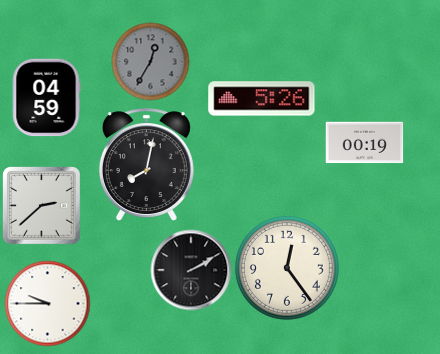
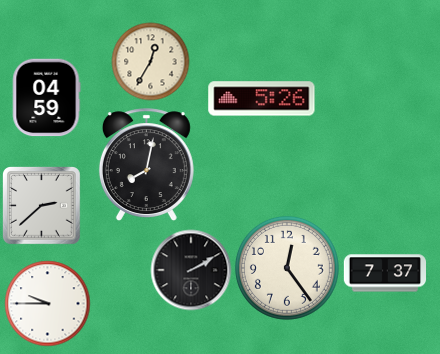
clock at (150, 61) dial: grey -> cream
clock at (364, 143): 00:19 -> none
clock at (384, 273): none -> 7:37
